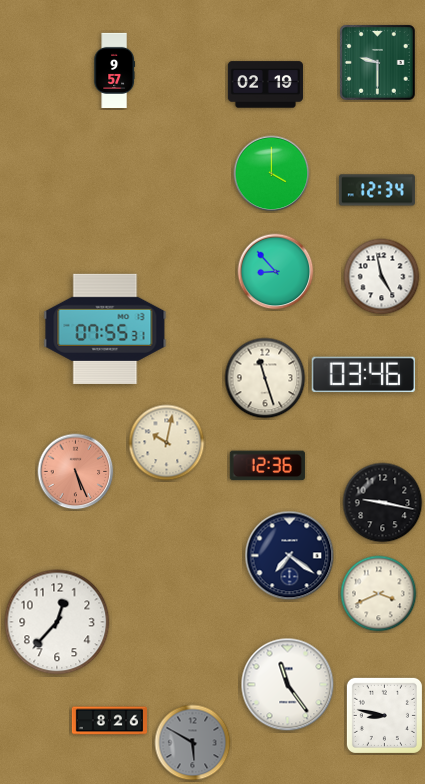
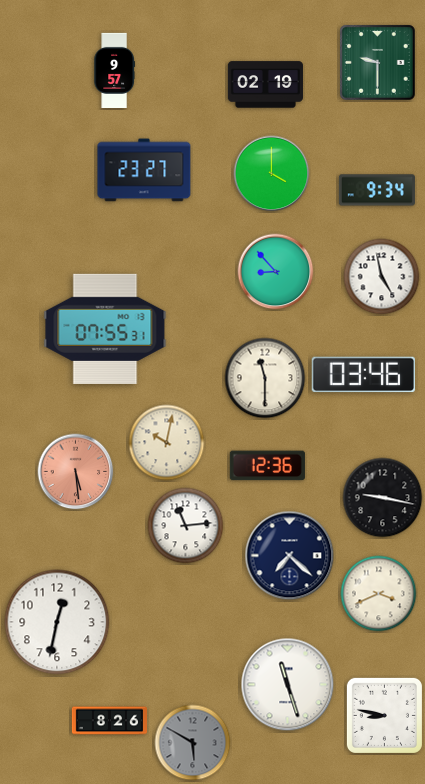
clock at (144, 170): none -> 23:27
clock at (377, 190): 12:34 -> 9:34
clock at (265, 378): 11:27 -> 11:30
clock at (76, 472): 5:26 -> 5:29
clock at (383, 503) position: (383, 503) -> (383, 498)
clock at (186, 526): none -> 11:14
clock at (290, 556): 7:21 -> 7:22
clock at (57, 622): 12:37 -> 12:32
clock at (288, 685): 11:24 -> 11:27
